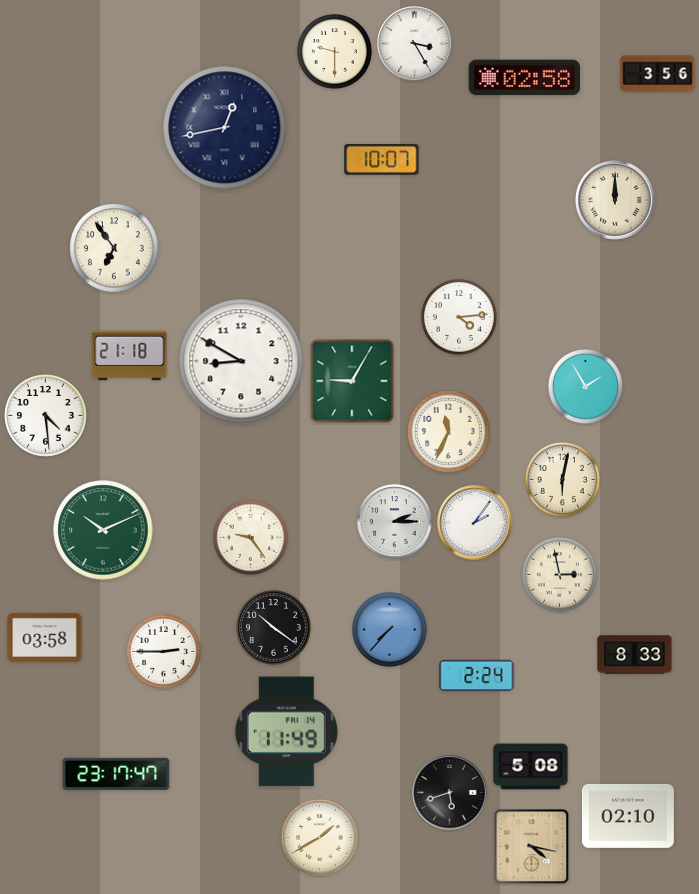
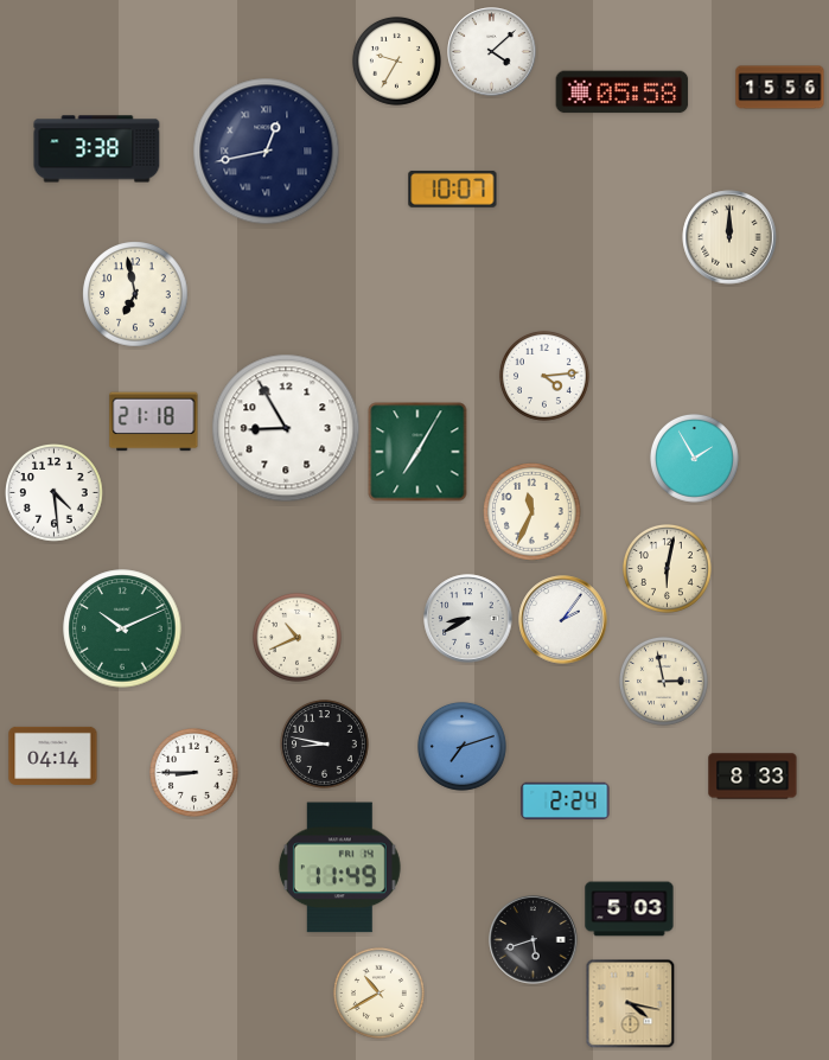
clock at (415, 44): 3:25 -> 4:08
clock at (334, 51): 9:30 -> 9:35
clock at (658, 74): 3:56 -> 15:56
clock at (525, 78): 02:58 -> 05:58
clock at (97, 149): none -> 3:38
clock at (114, 248): 6:54 -> 6:58
clock at (241, 361): 8:50 -> 8:55
clock at (352, 381): 9:05 -> 7:05
clock at (395, 522): 2:15 -> 8:40
clock at (250, 537): 9:24 -> 10:41
clock at (273, 627): 10:21 -> 8:47
clock at (389, 629): 7:37 -> 7:12
clock at (45, 637): 03:58 -> 04:14
clock at (163, 651): 2:45 -> 8:45
clock at (531, 767): 5:08 -> 5:03
clock at (116, 774): 23:17 -> none
clock at (628, 816): 02:10 -> none
clock at (319, 837): 1:40 -> 10:40
